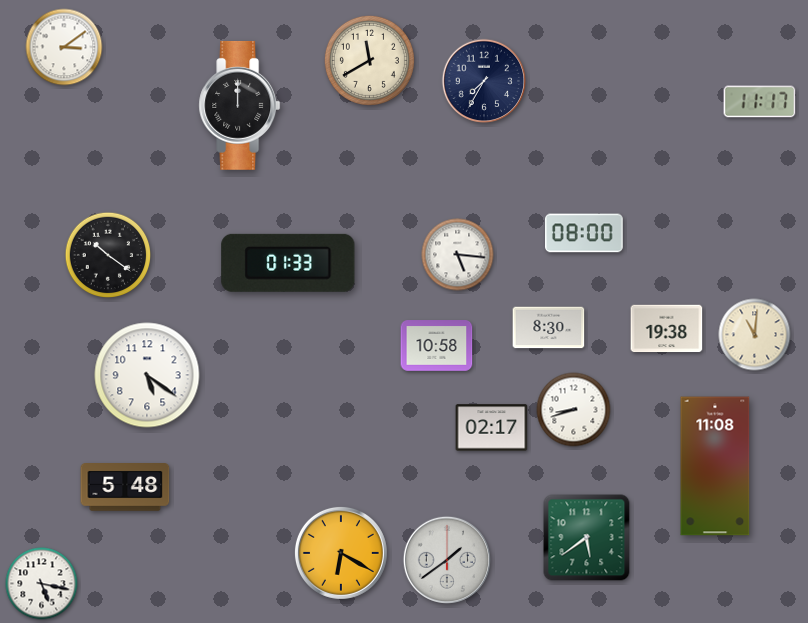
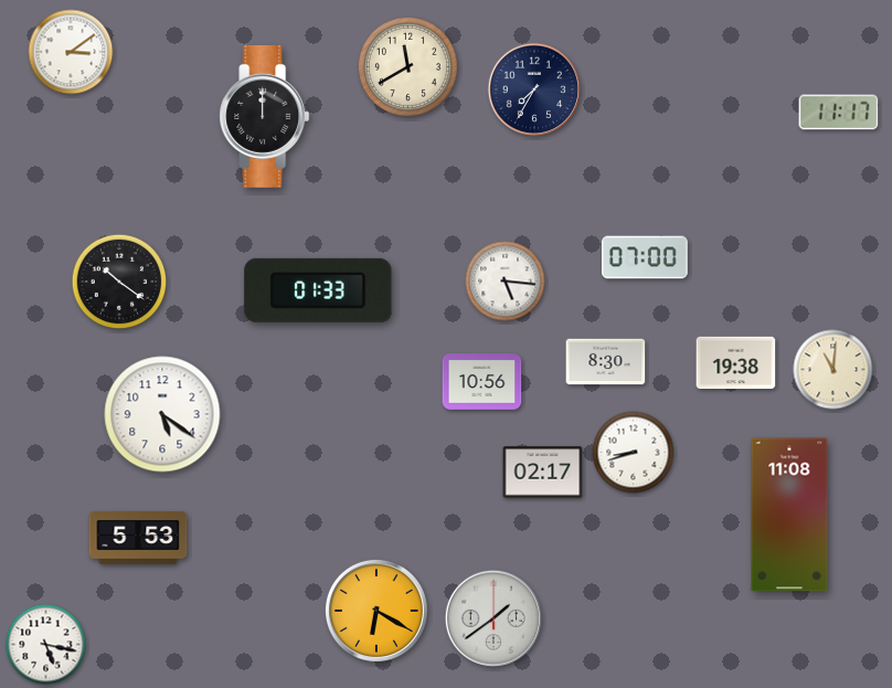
clock at (585, 233): 08:00 -> 07:00
clock at (437, 346): 10:58 -> 10:56
clock at (125, 488): 5:48 -> 5:53
clock at (587, 538): 5:39 -> none
